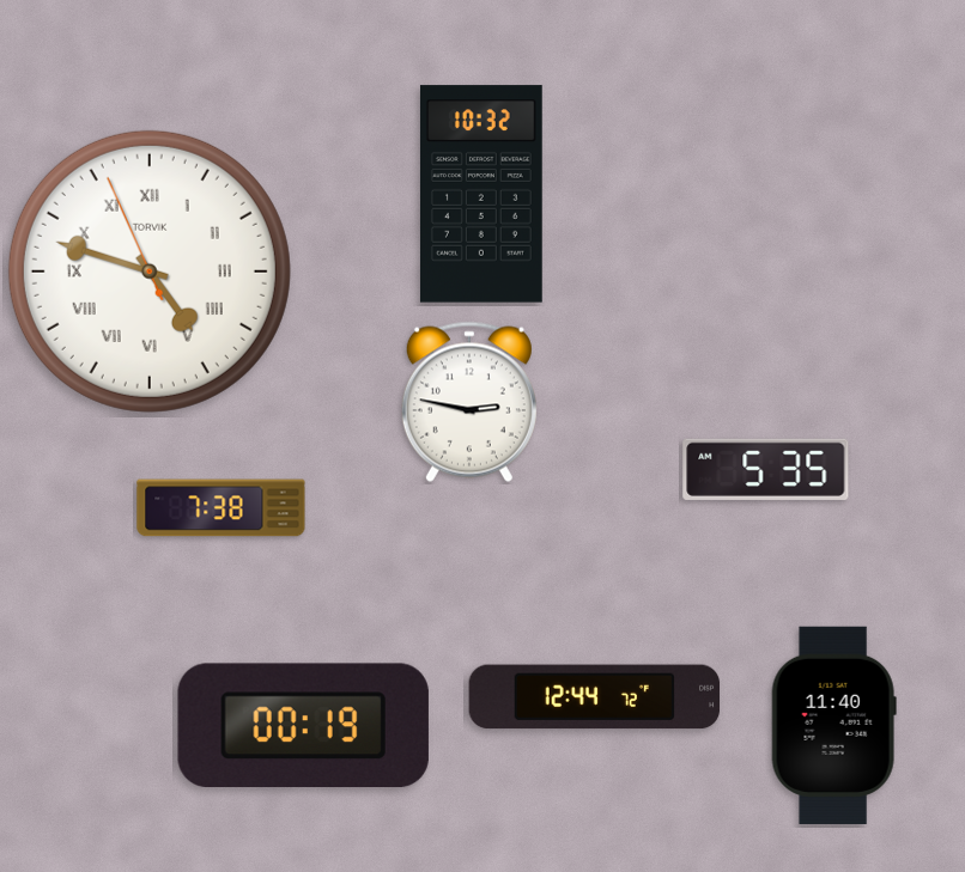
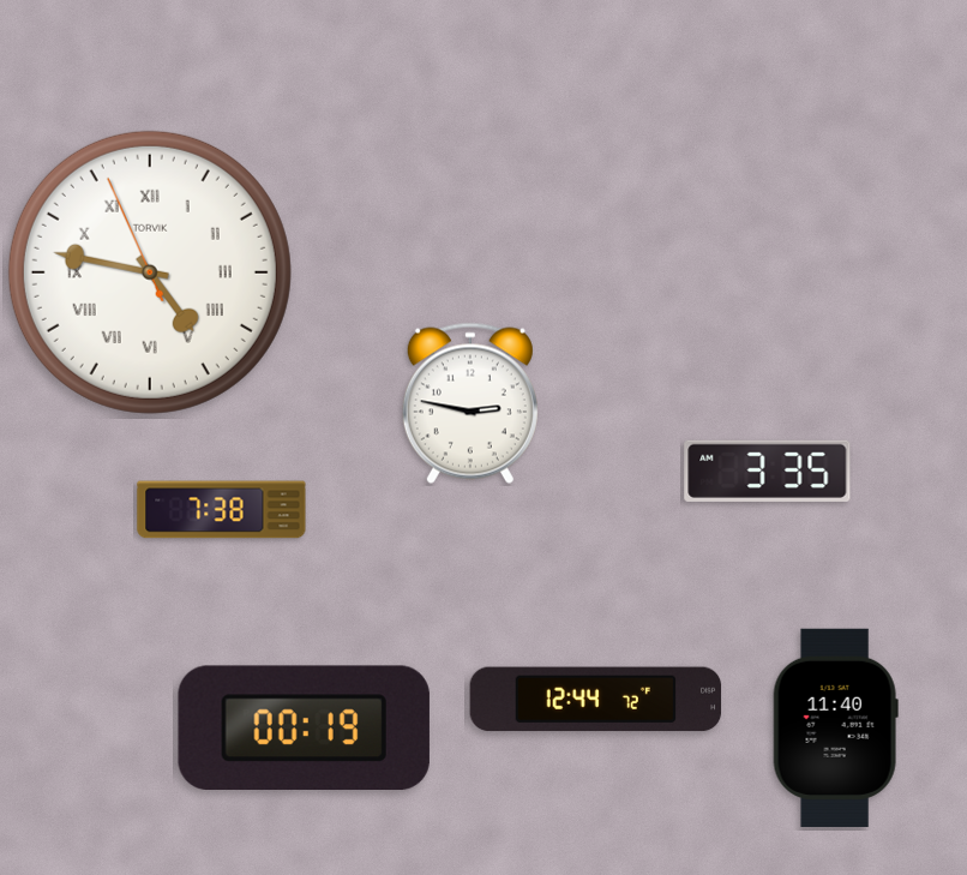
clock at (481, 194): 10:32 -> none
clock at (150, 272): 4:47 -> 4:46
clock at (766, 469): 5:35 -> 3:35
